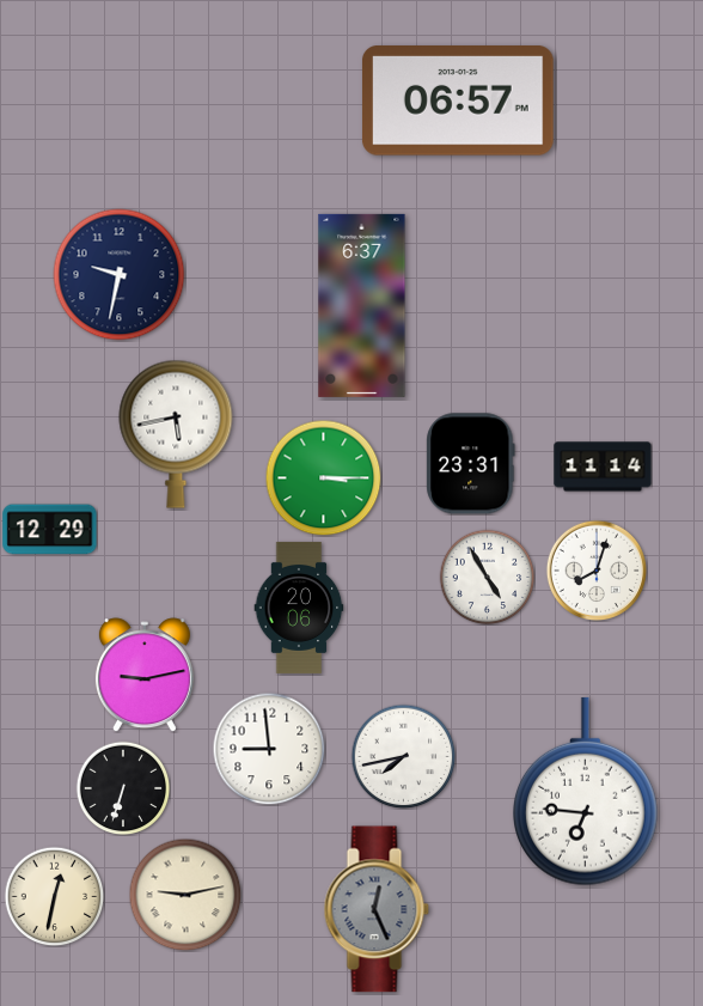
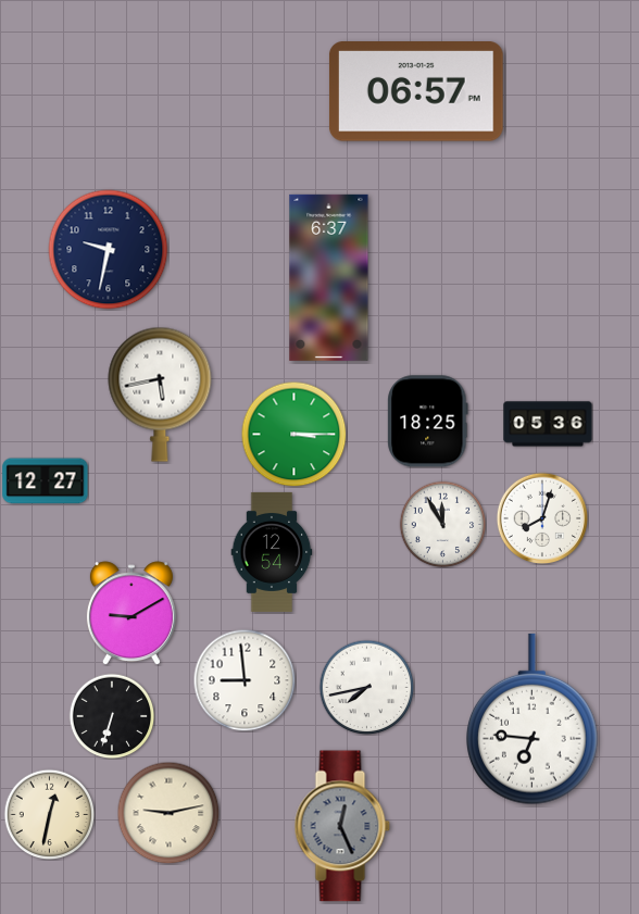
clock at (471, 464): 23:31 -> 18:25
clock at (603, 467): 11:14 -> 05:36
clock at (50, 530): 12:29 -> 12:27
clock at (487, 577): 4:55 -> 11:55
clock at (299, 608): 20:06 -> 12:54
clock at (145, 675): 9:13 -> 9:10
